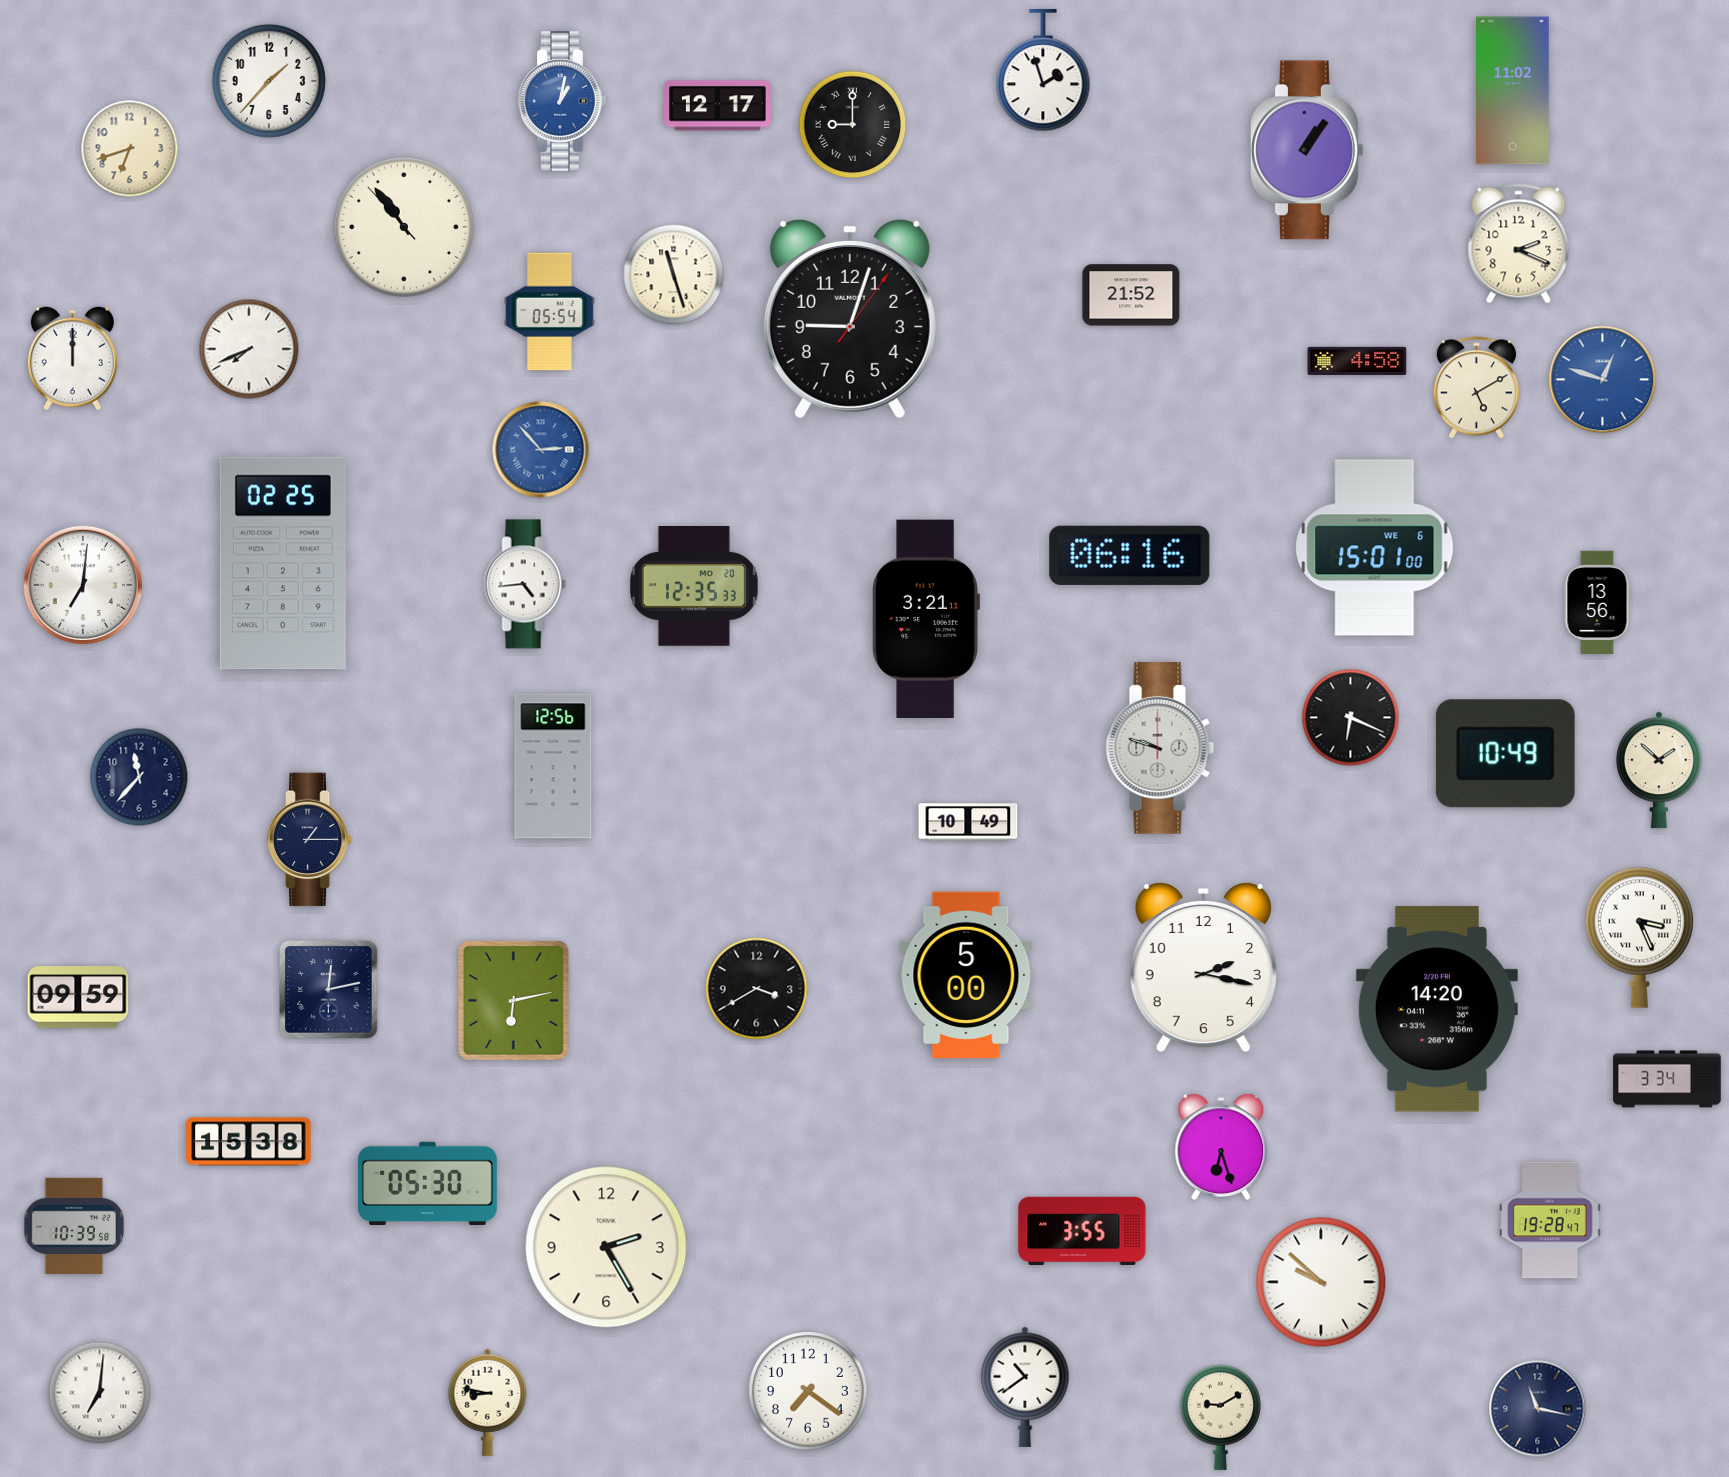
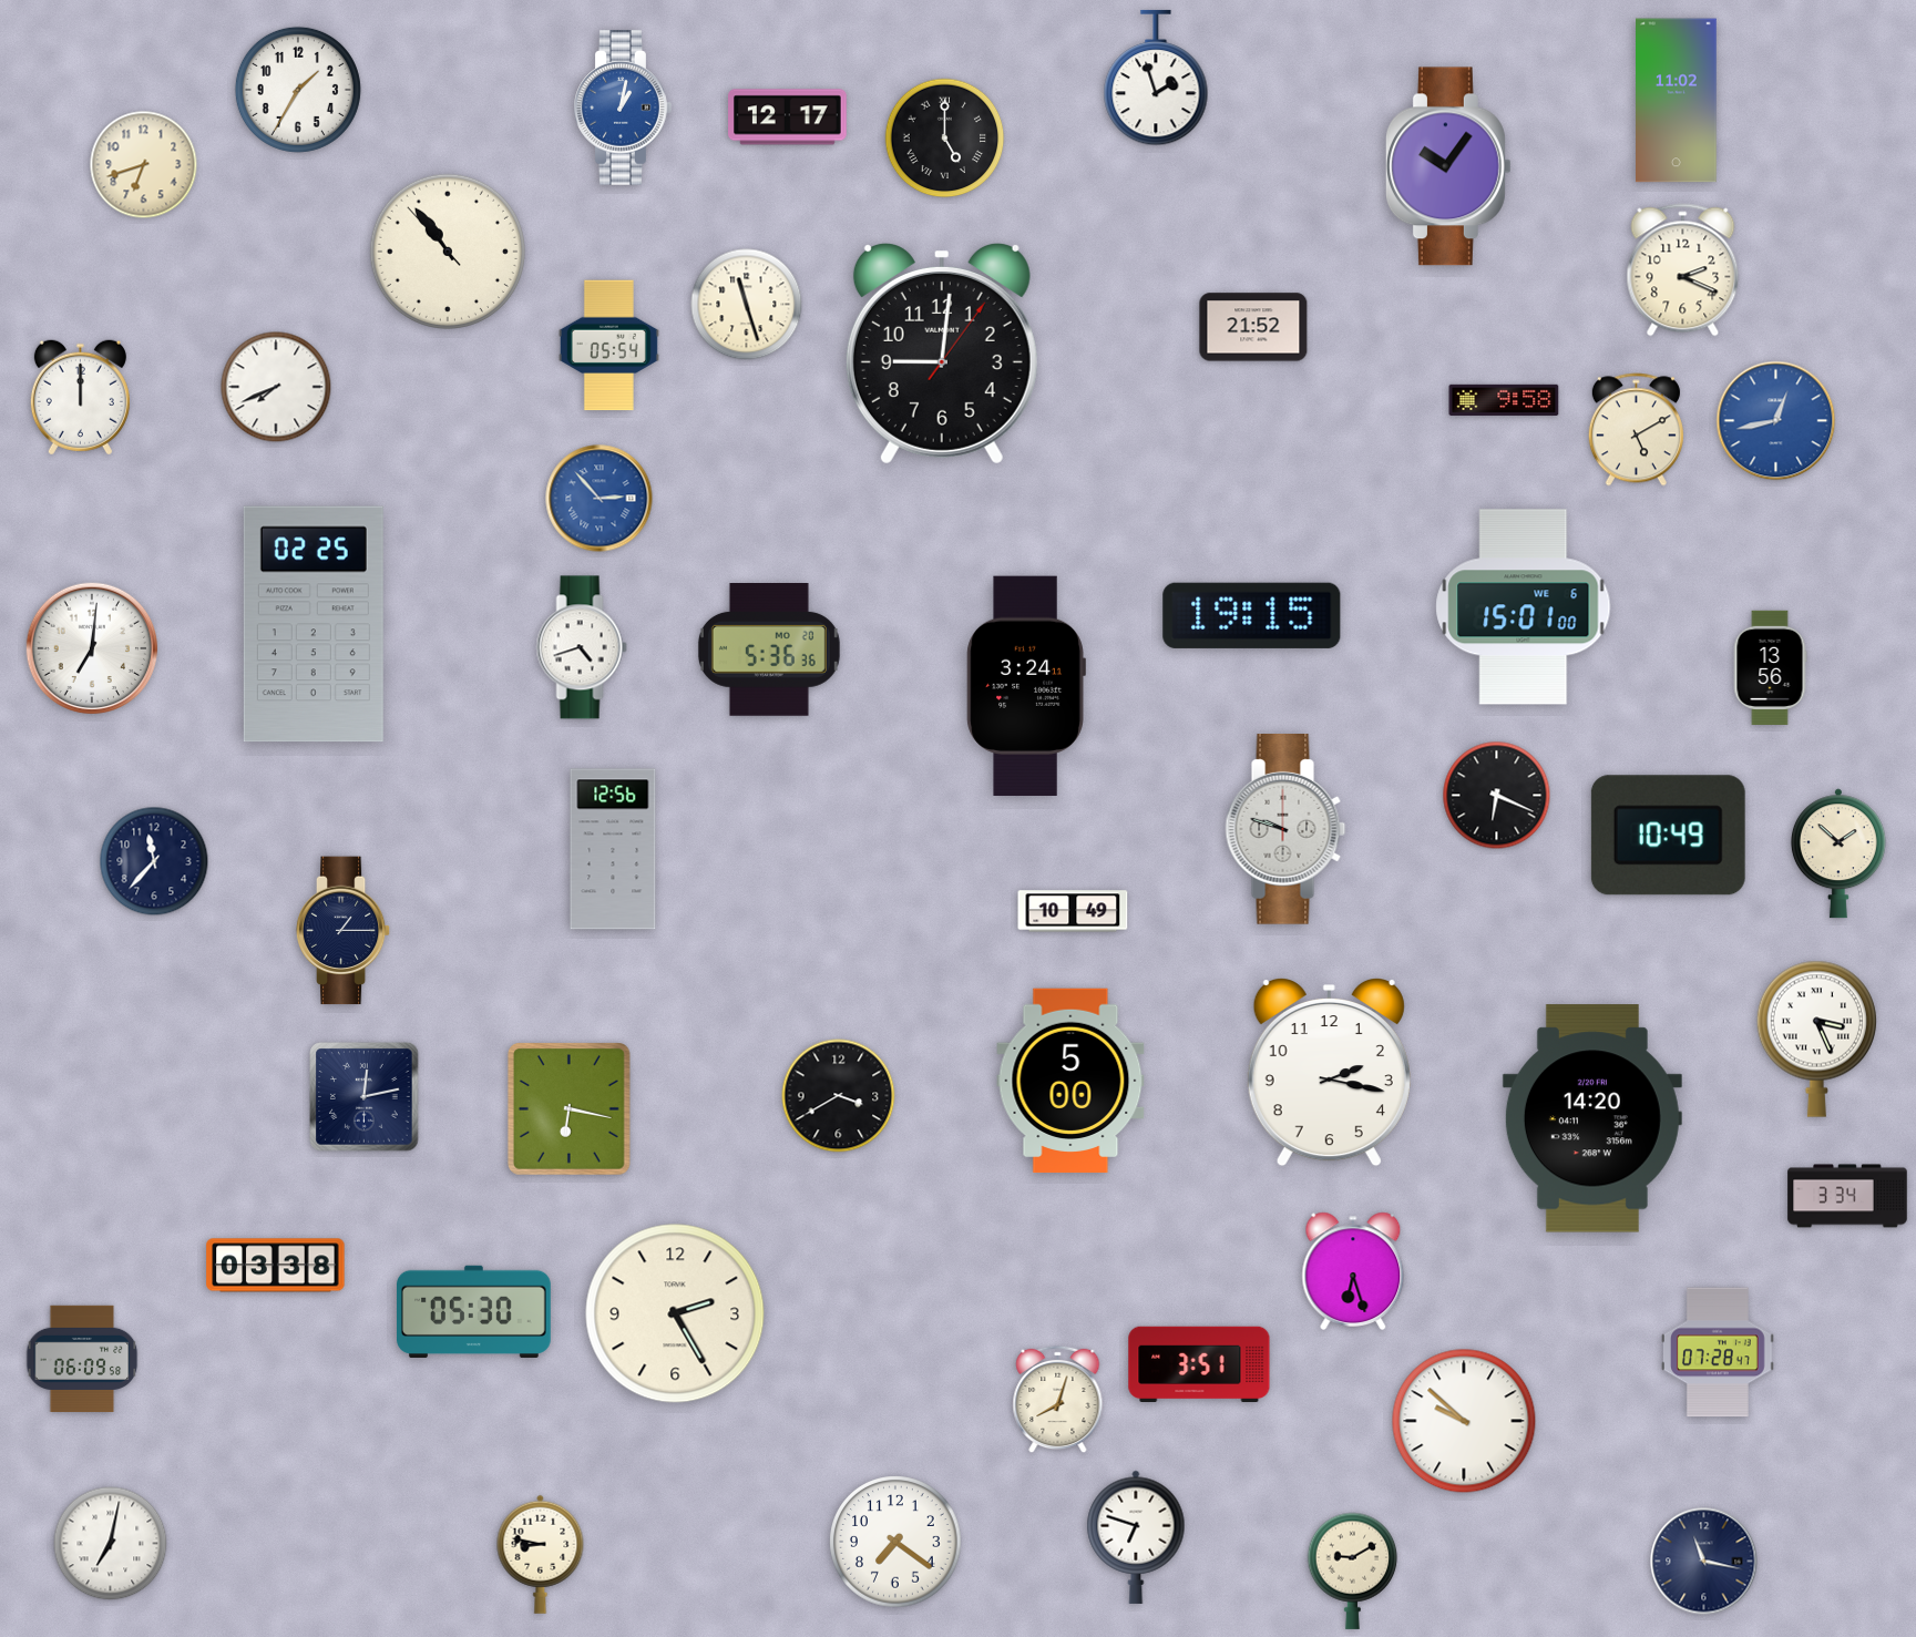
clock at (269, 81): 1:37 -> 1:35
clock at (562, 101) position: (562, 101) -> (623, 108)
clock at (718, 106) position: (718, 106) -> (788, 117)
clock at (853, 125): 9:00 -> 5:00
clock at (1307, 150): 1:06 -> 10:06
clock at (850, 320): 9:03 -> 9:01
clock at (1357, 361): 4:58 -> 9:58
clock at (1603, 380): 12:48 -> 12:43
clock at (1130, 555): 06:16 -> 19:15
clock at (525, 584): 4:44 -> 4:42
clock at (694, 587): 12:35 -> 5:36
clock at (926, 618): 3:21 -> 3:24
clock at (1203, 967) position: (1203, 967) -> (1329, 1072)
clock at (78, 997): 09:59 -> none
clock at (513, 1001): 6:13 -> 6:17
clock at (249, 1142): 15:38 -> 03:38
clock at (1550, 1220): 19:28 -> 07:28
clock at (74, 1225): 10:39 -> 06:09
clock at (1082, 1230): 3:55 -> 3:51
clock at (606, 1247) position: (606, 1247) -> (675, 1313)
clock at (1058, 1400): none -> 8:03
clock at (1025, 1387): 10:39 -> 6:48
clock at (100, 1393): 7:01 -> 7:02
